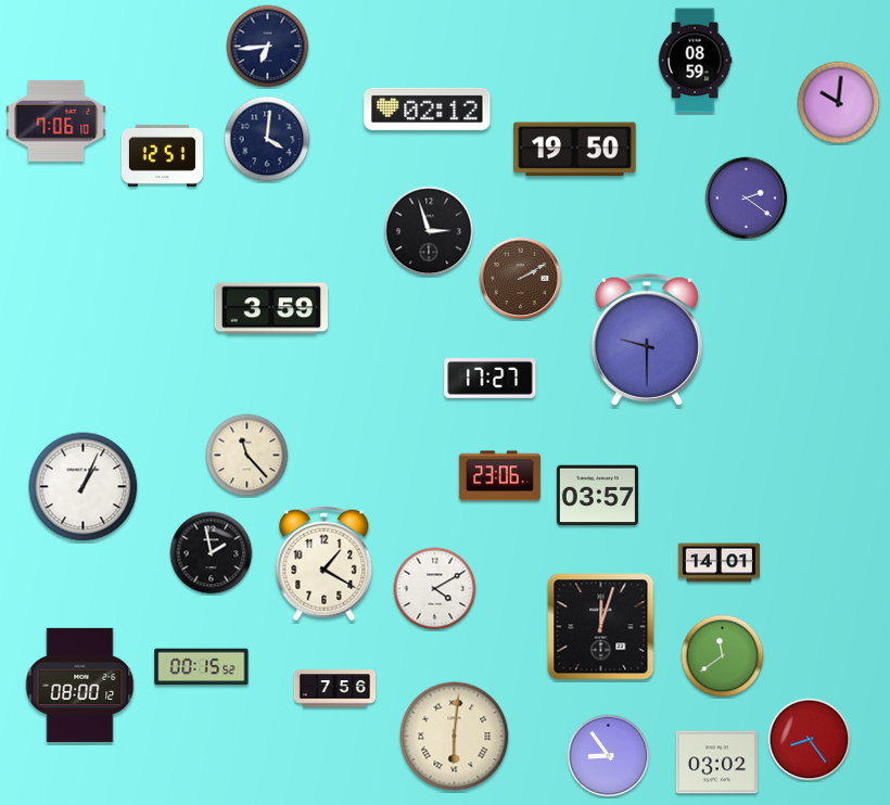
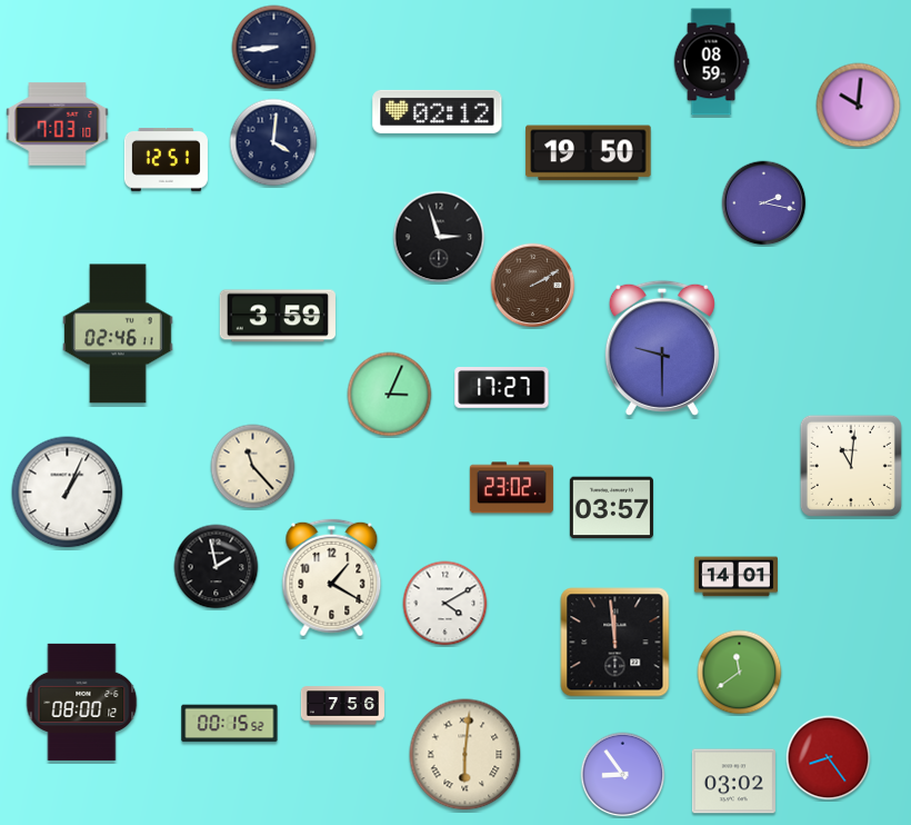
clock at (268, 47): 6:44 -> 8:44
clock at (56, 122): 7:06 -> 7:03
clock at (747, 199): 2:21 -> 2:17
clock at (118, 334): none -> 02:46
clock at (390, 395): none -> 3:04
clock at (851, 466): none -> 11:01
clock at (499, 476): 23:06 -> 23:02
clock at (84, 487) position: (84, 487) -> (68, 493)
clock at (601, 627): 12:03 -> 11:59
clock at (202, 667) position: (202, 667) -> (230, 724)
